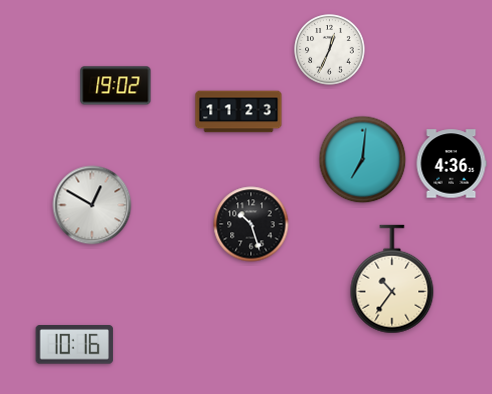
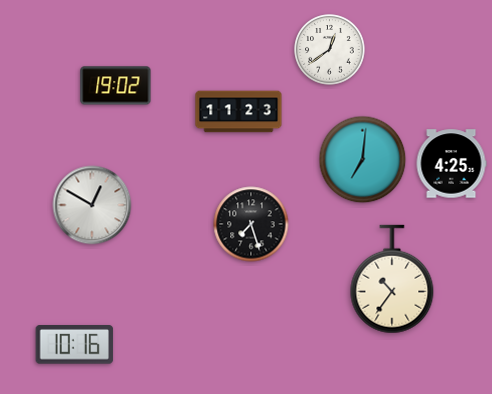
clock at (330, 50): 12:34 -> 12:39
clock at (451, 164): 4:36 -> 4:25
clock at (251, 224): 10:27 -> 7:27
